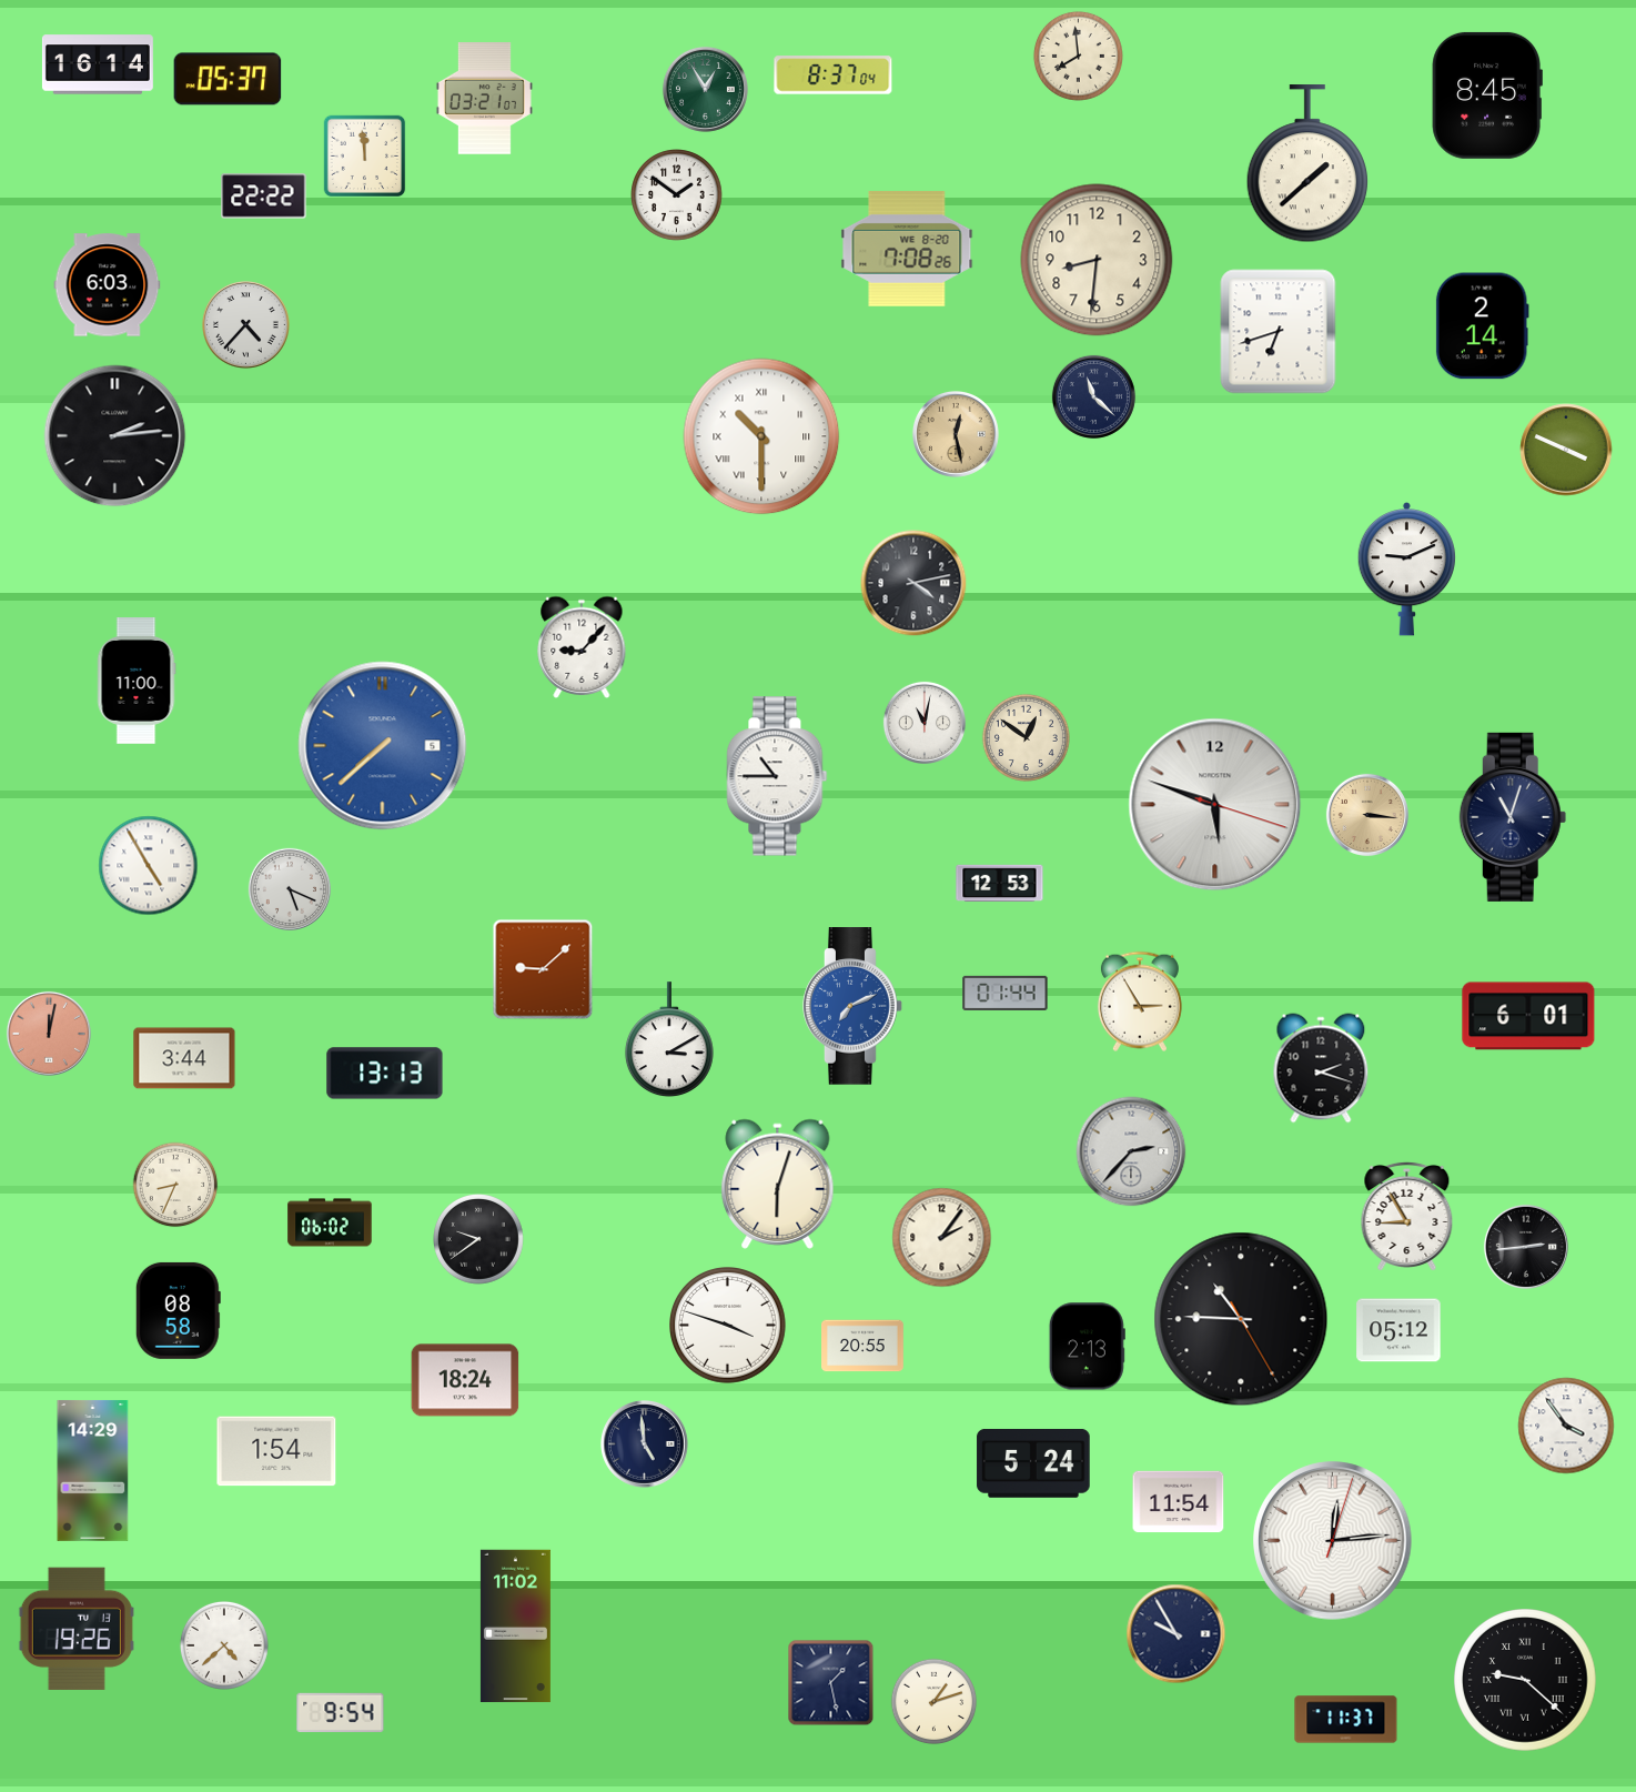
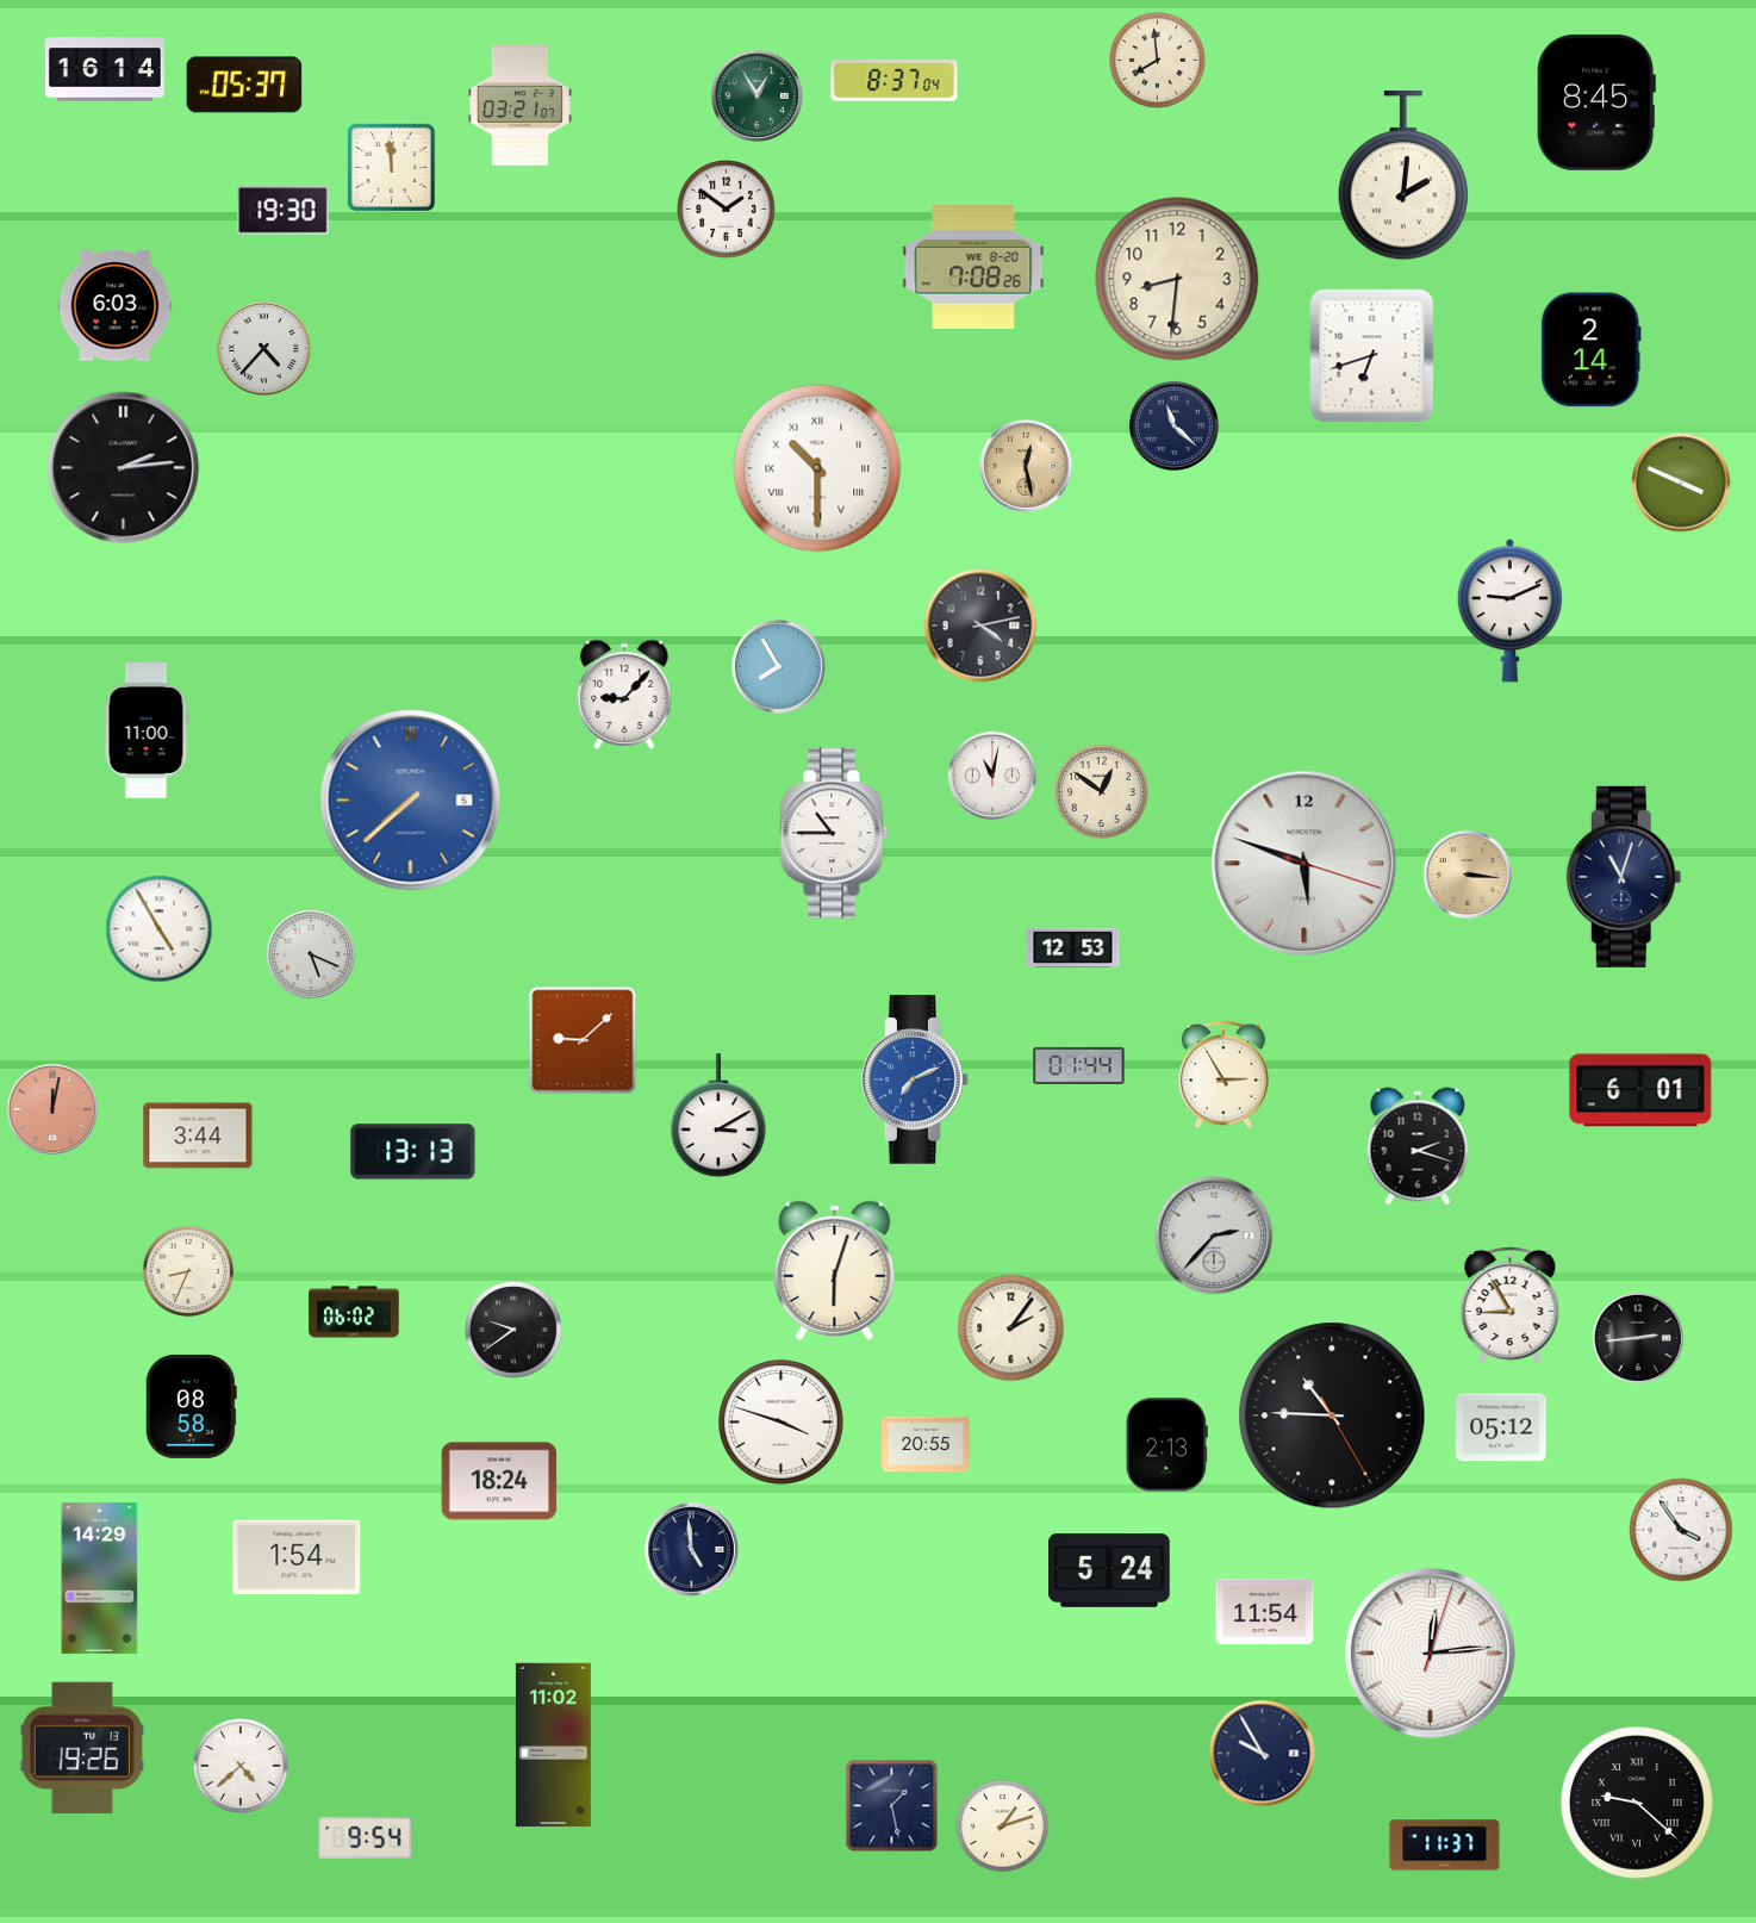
clock at (1307, 164): 1:38 -> 2:01
clock at (264, 197): 22:22 -> 19:30
clock at (779, 667): none -> 7:55
